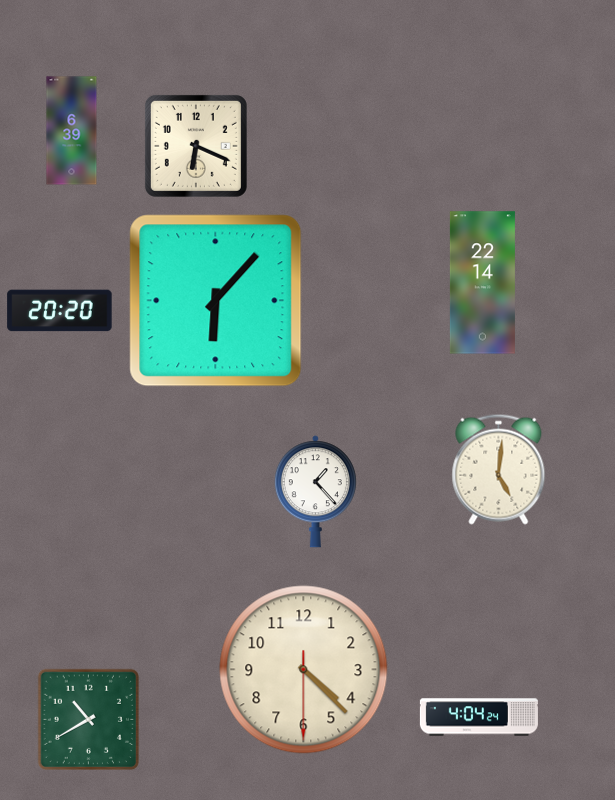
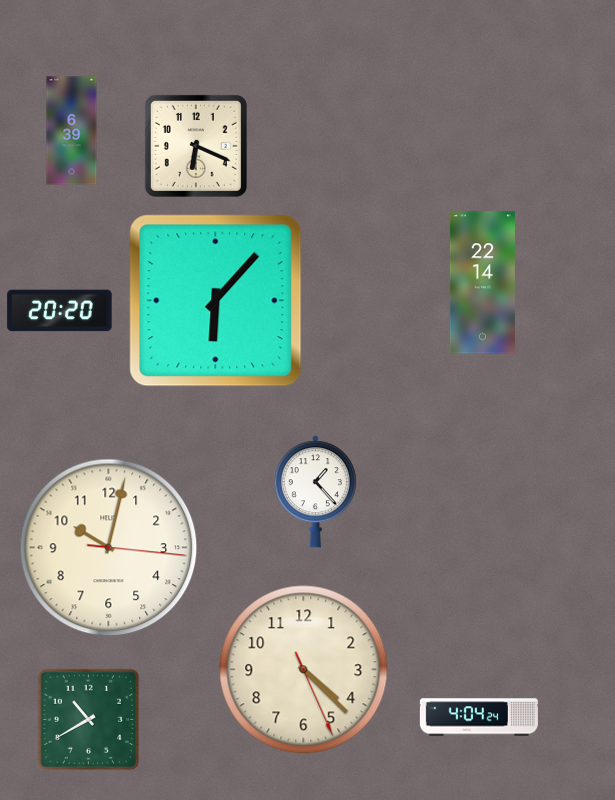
clock at (499, 469): 5:01 -> none
clock at (109, 548): none -> 10:02
clock at (304, 670): 4:22:30 -> 4:22:26
